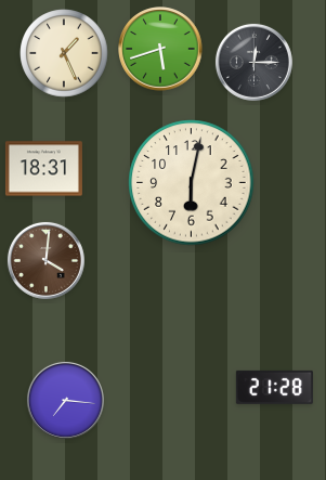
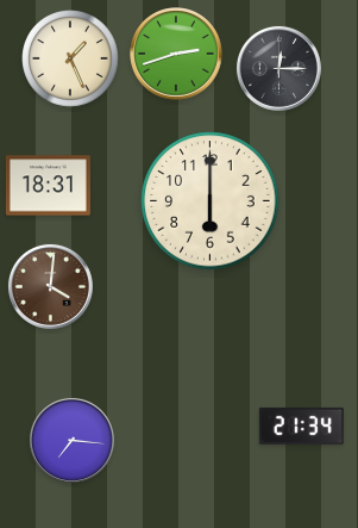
clock at (160, 49): 5:42 -> 2:42
clock at (192, 183): 6:02 -> 6:00
clock at (274, 387): 21:28 -> 21:34
